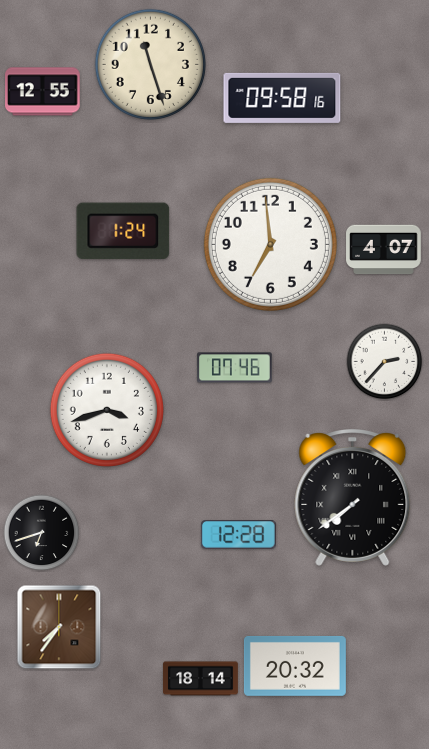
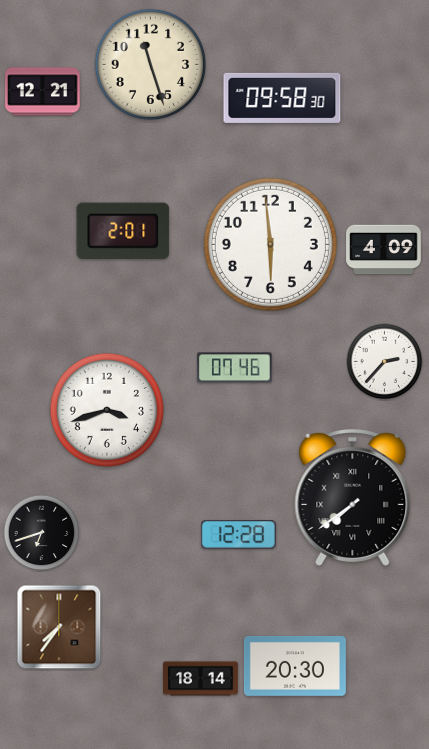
clock at (43, 92): 12:55 -> 12:21
clock at (282, 98): 09:58:16 -> 09:58:30
clock at (123, 231): 1:24 -> 2:01
clock at (270, 244): 6:59 -> 5:59
clock at (384, 250): 4:07 -> 4:09
clock at (295, 666): 20:32 -> 20:30
